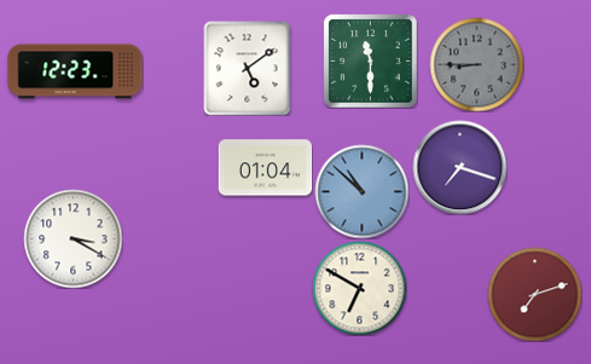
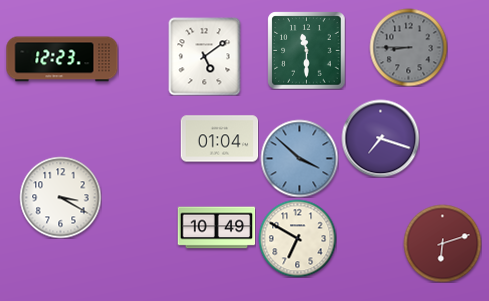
clock at (476, 64) position: (476, 64) -> (408, 47)
clock at (361, 191): 10:52 -> 3:52
clock at (216, 228): none -> 10:49
clock at (534, 294): 7:12 -> 6:12
